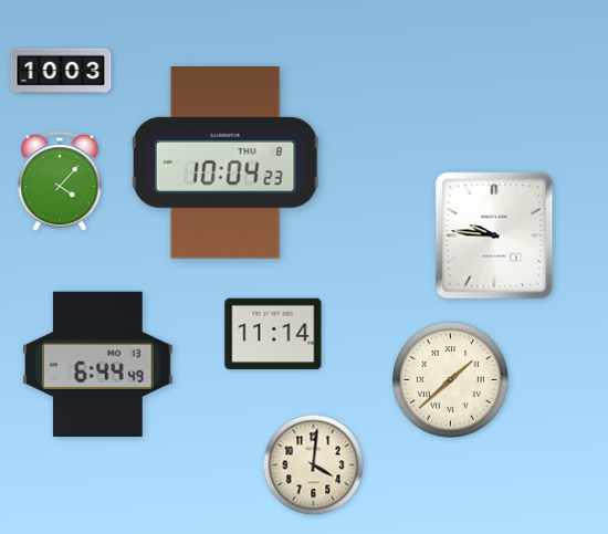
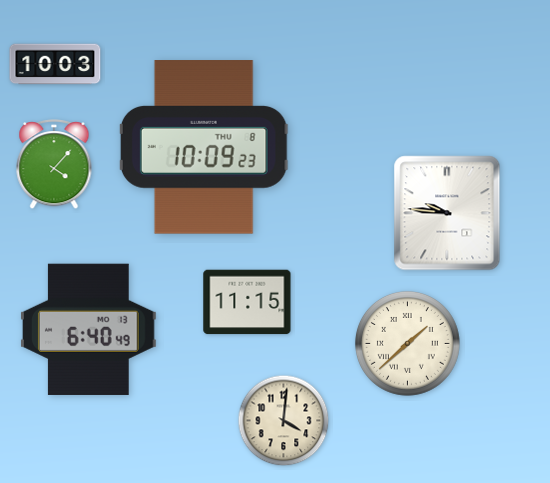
clock at (226, 163): 10:04 -> 10:09
clock at (273, 334): 11:14 -> 11:15
clock at (98, 364): 6:44 -> 6:40
